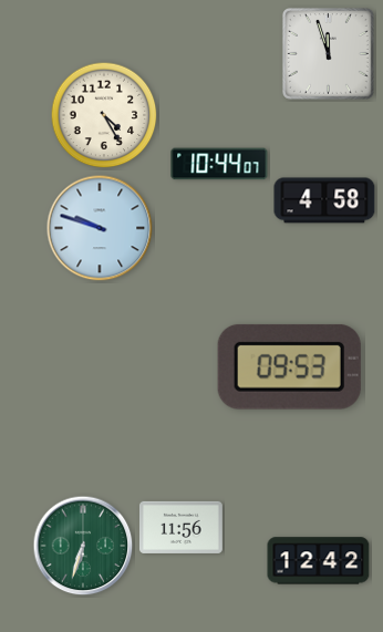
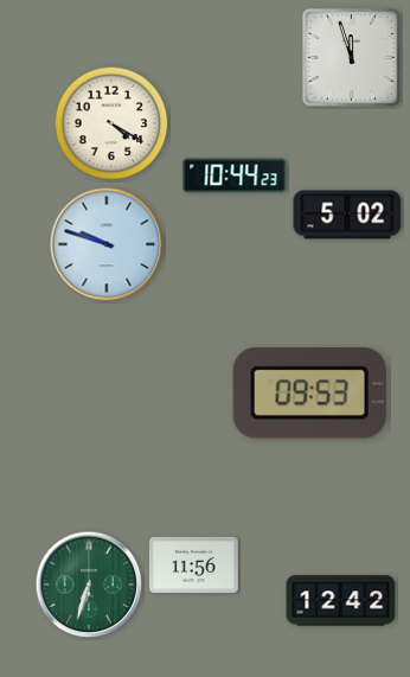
clock at (104, 115): 4:25 -> 4:20
clock at (219, 164): 10:44:07 -> 10:44:23
clock at (324, 200): 4:58 -> 5:02
